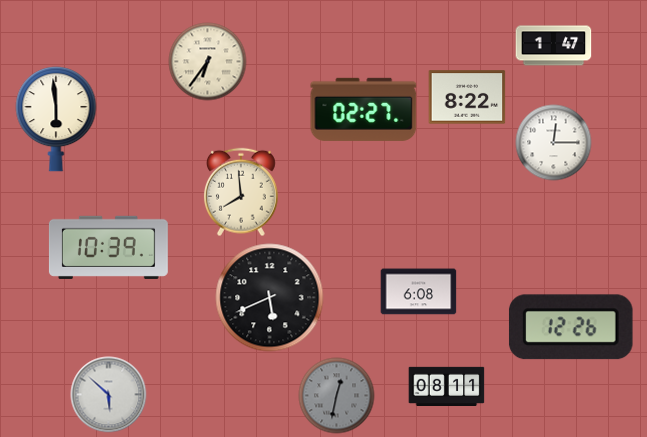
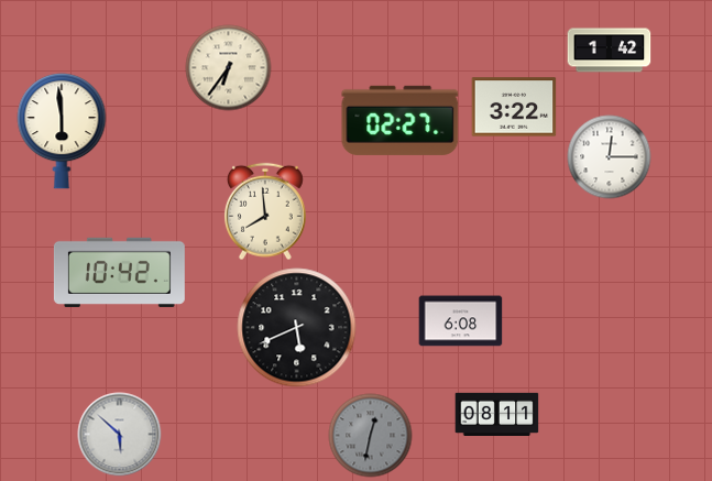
clock at (554, 46): 1:47 -> 1:42
clock at (467, 97): 8:22 -> 3:22
clock at (108, 247): 10:39 -> 10:42
clock at (571, 327): 12:26 -> none
clock at (447, 386) position: (447, 386) -> (497, 414)
